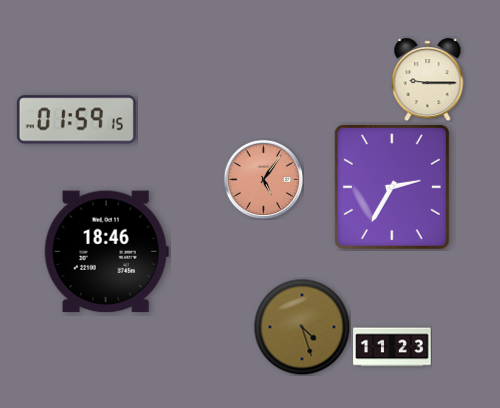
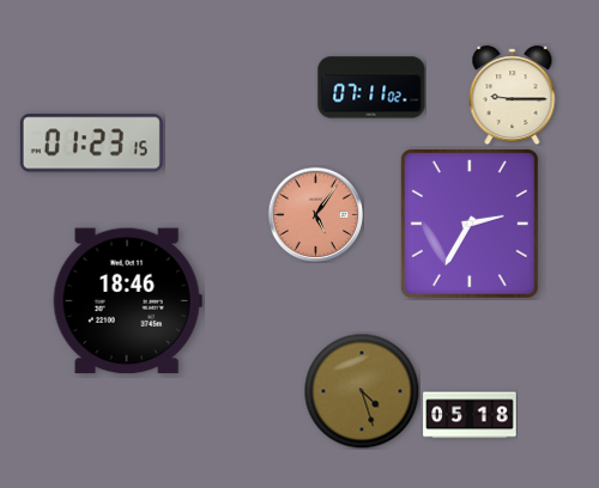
clock at (371, 87): none -> 07:11
clock at (76, 120): 01:59 -> 01:23
clock at (392, 347): 11:23 -> 05:18
